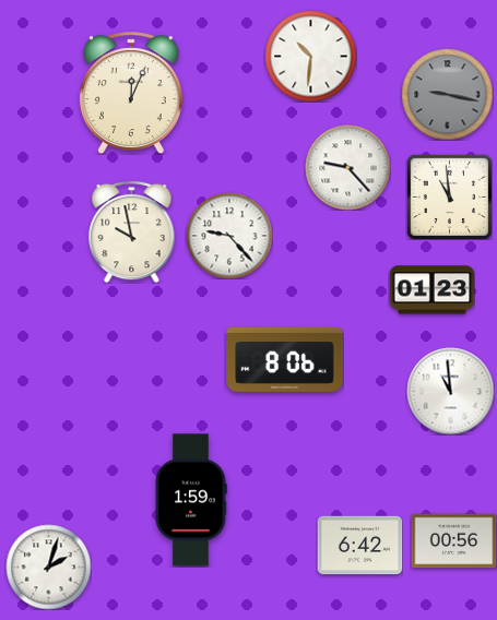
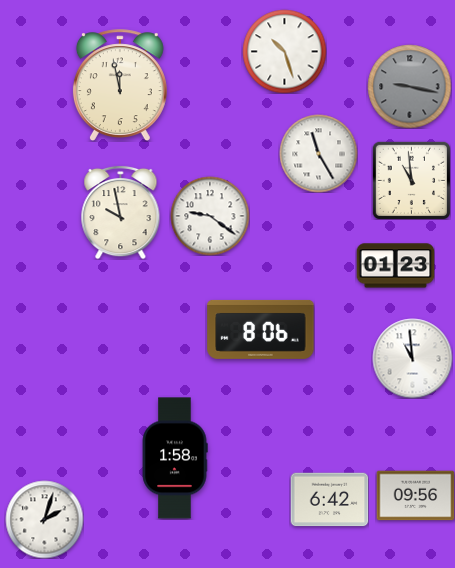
clock at (310, 56): 10:31 -> 10:27
clock at (131, 93): 12:04 -> 11:58
clock at (347, 167): 9:23 -> 11:25
clock at (229, 236): 9:23 -> 9:21
clock at (191, 500): 1:59 -> 1:58
clock at (453, 541): 00:56 -> 09:56
